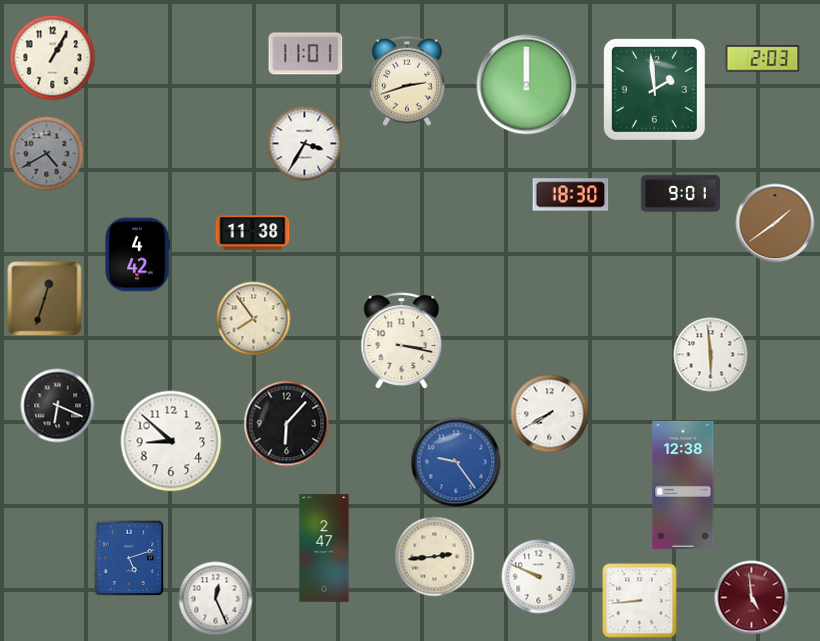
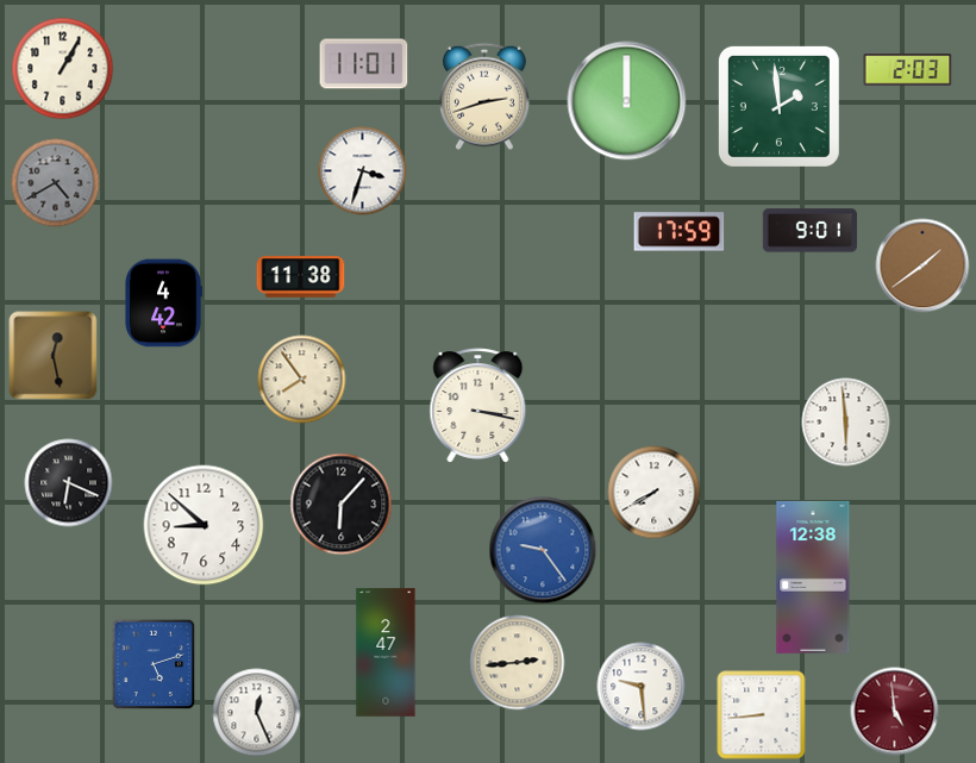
clock at (305, 144): 3:35 -> 3:33
clock at (571, 195): 18:30 -> 17:59
clock at (45, 299): 12:33 -> 12:28
clock at (539, 577): 9:49 -> 9:29
